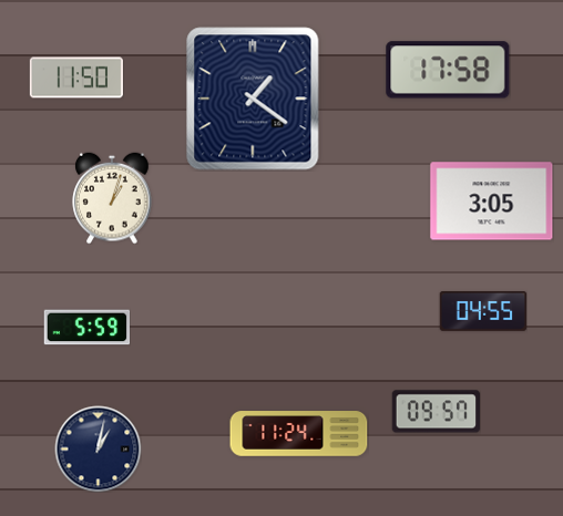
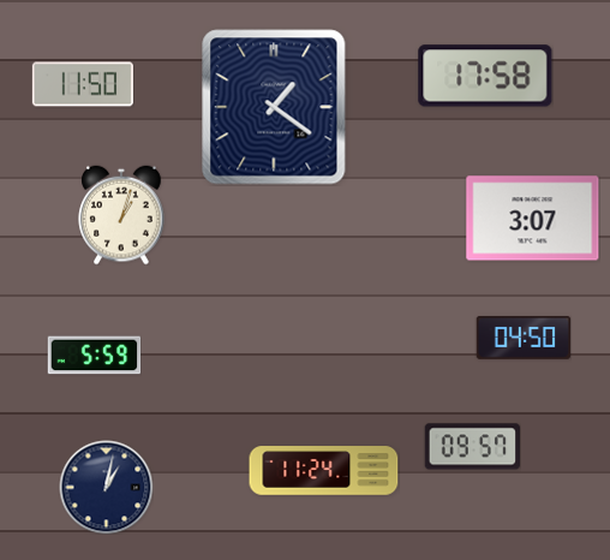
clock at (492, 202): 3:05 -> 3:07
clock at (483, 311): 04:55 -> 04:50
